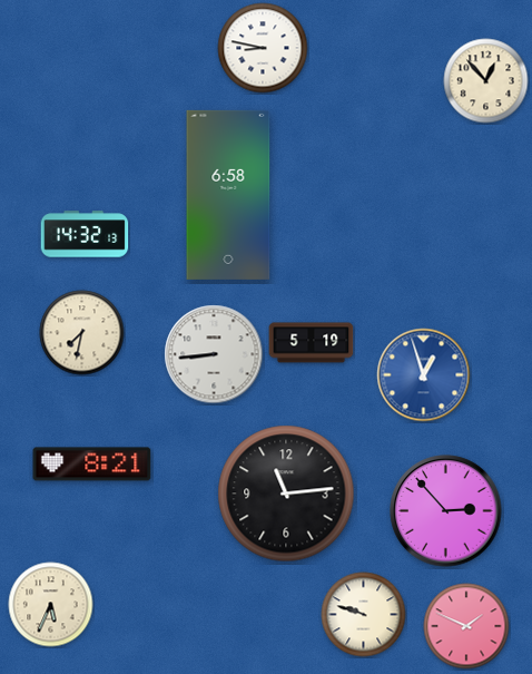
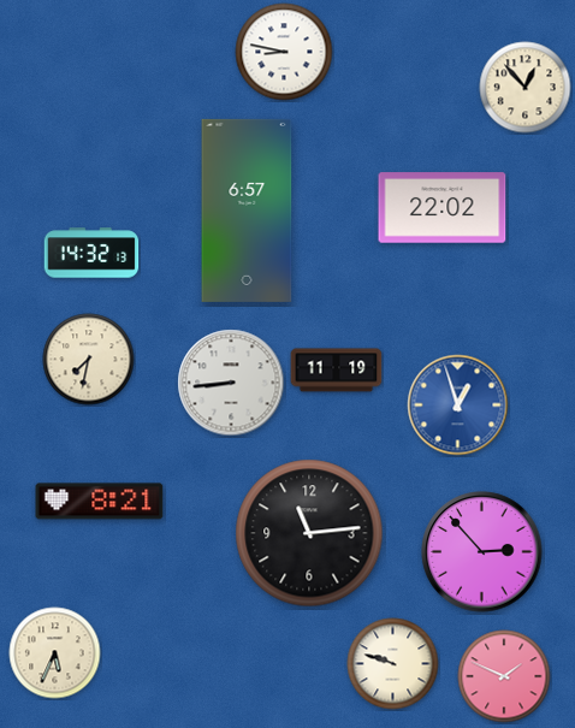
clock at (443, 208): none -> 22:02
clock at (228, 195): 6:58 -> 6:57
clock at (312, 343): 5:19 -> 11:19
